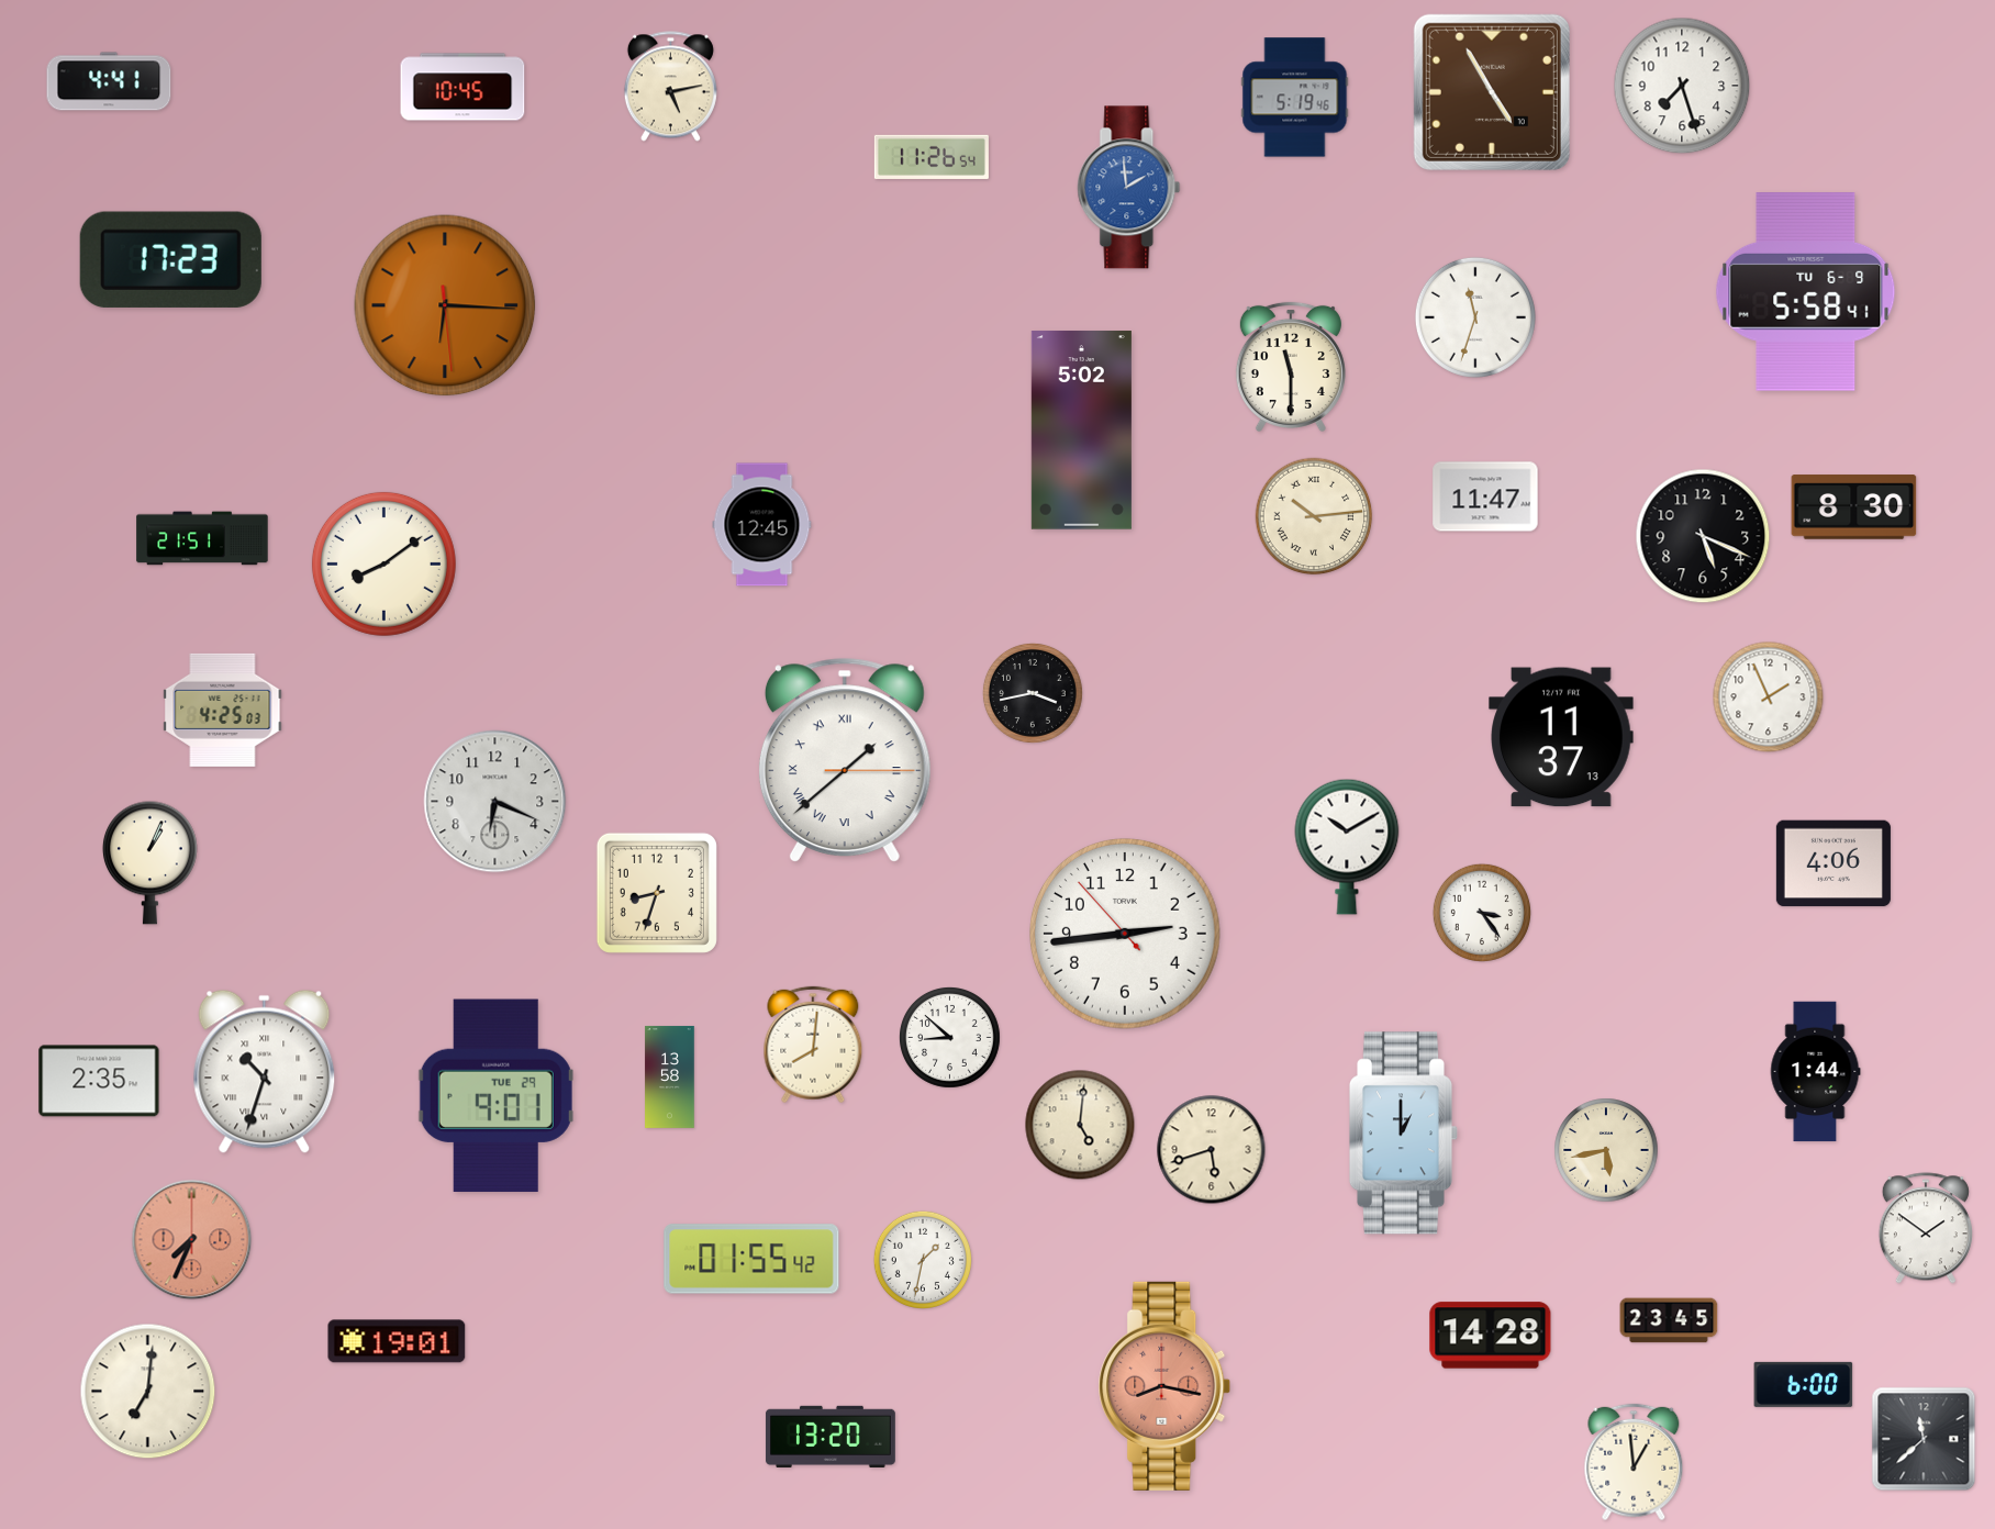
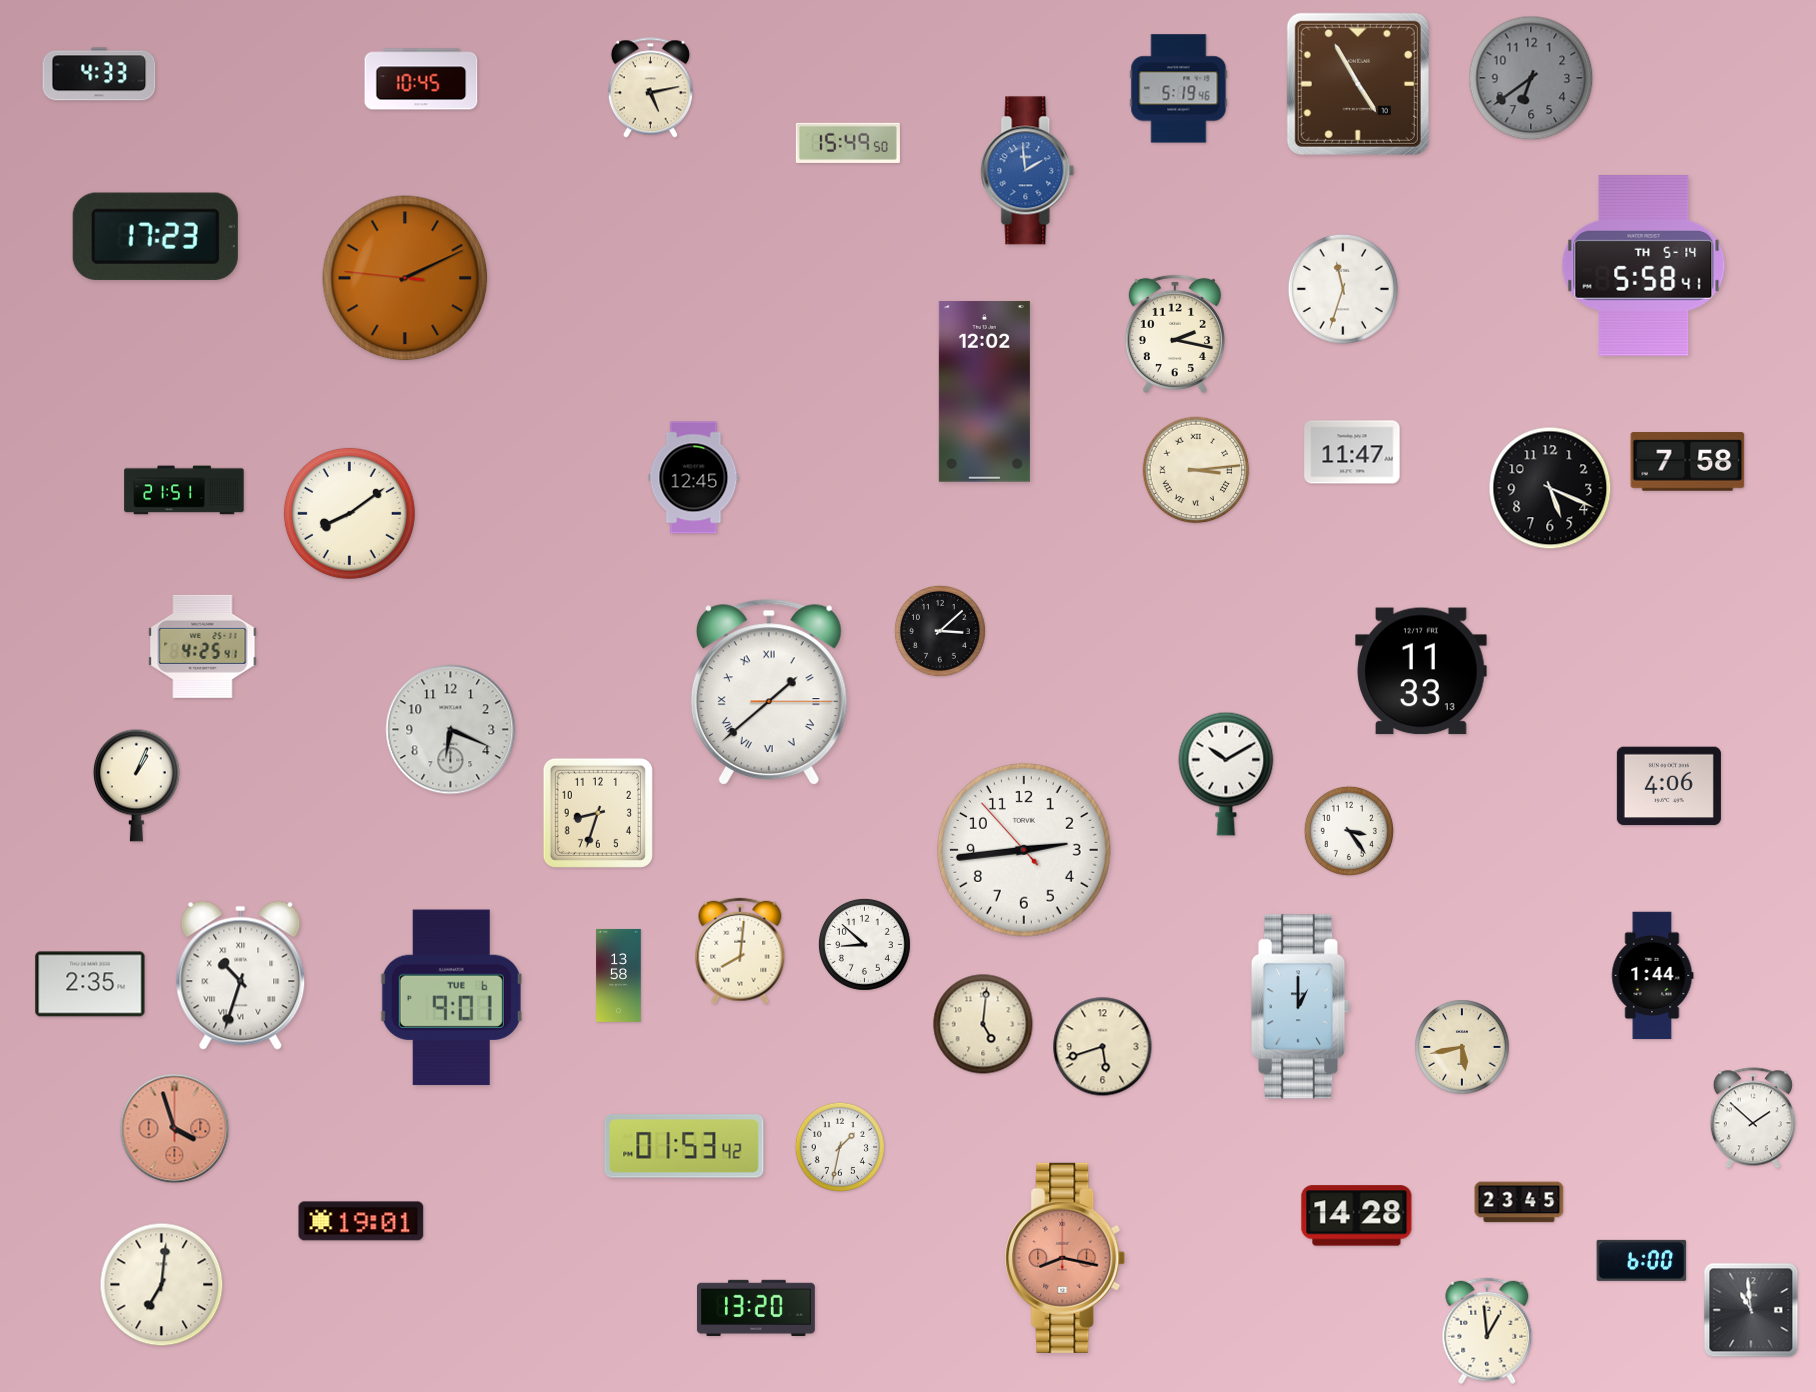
clock at (109, 81): 4:41 -> 4:33
clock at (1682, 86): 7:27 -> 6:39
clock at (1682, 86) dial: white -> grey
clock at (670, 87) position: (670, 87) -> (650, 88)
clock at (932, 157): 11:26 -> 15:49
clock at (1806, 292) date: TU 6-9 -> TH 5-14
clock at (445, 305): 6:15 -> 2:10
clock at (1291, 367): 11:30 -> 2:17
clock at (1081, 431): 5:02 -> 12:02
clock at (1854, 507): 8:30 -> 7:58
clock at (1314, 516): 10:14 -> 3:14
clock at (1033, 693): 3:43 -> 3:08
clock at (1769, 697): 1:56 -> none
clock at (223, 710): 4:25:03 -> 4:25:41
clock at (1561, 737): 11:37 -> 11:33
clock at (1347, 847) position: (1347, 847) -> (1226, 774)
clock at (670, 1076) position: (670, 1076) -> (619, 975)
clock at (495, 1096) date: TUE 29 -> TUE 6
clock at (1403, 1134) position: (1403, 1134) -> (1300, 1007)
clock at (1926, 1228): 1:51 -> 1:52
clock at (192, 1240): 7:34 -> 3:57
clock at (751, 1259): 01:55 -> 01:53
clock at (1164, 1386) position: (1164, 1386) -> (1065, 1258)
clock at (148, 1392) position: (148, 1392) -> (162, 1285)
clock at (1924, 1439): 11:38 -> 10:59
